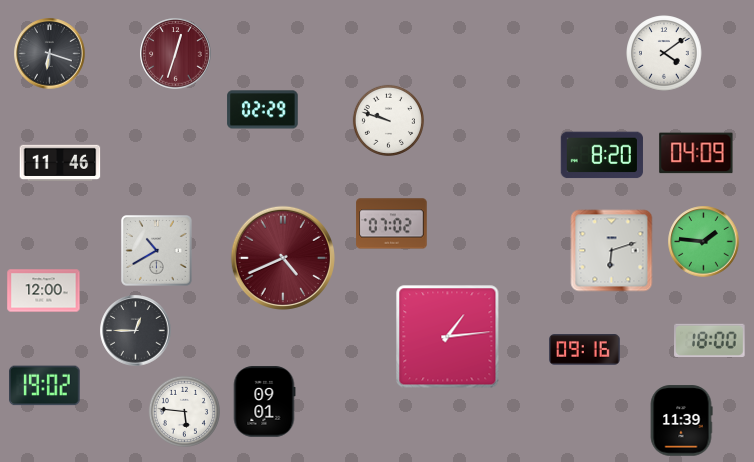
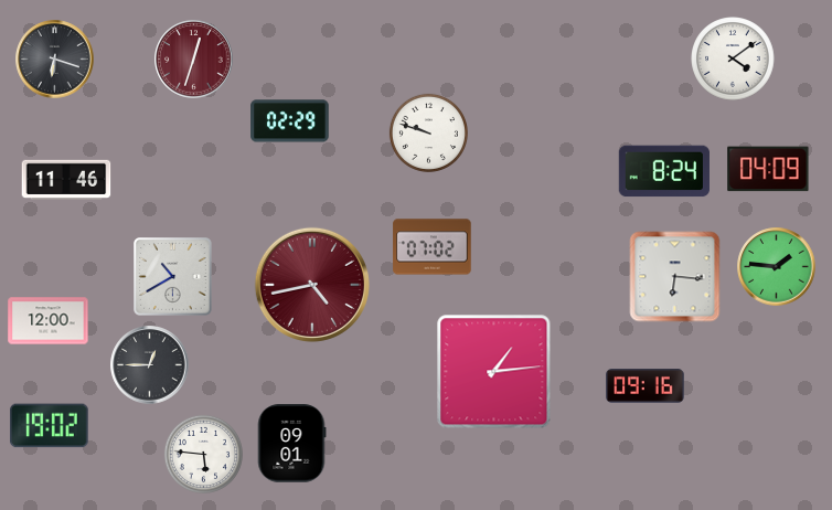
clock at (602, 155): 8:20 -> 8:24
clock at (612, 251): 6:12 -> 6:16
clock at (283, 258): 4:41 -> 4:43
clock at (710, 340): 18:00 -> none
clock at (681, 421): 11:39 -> none
